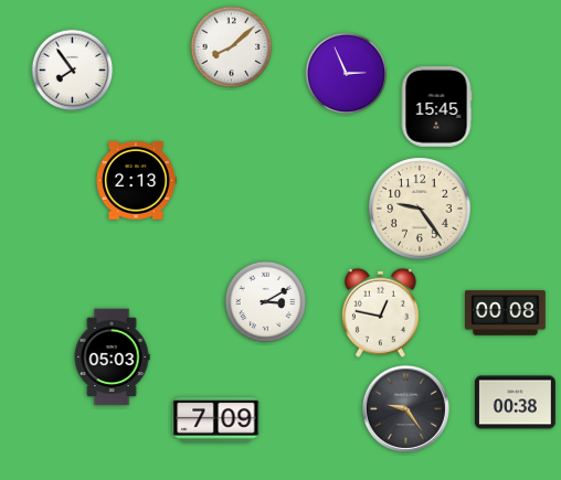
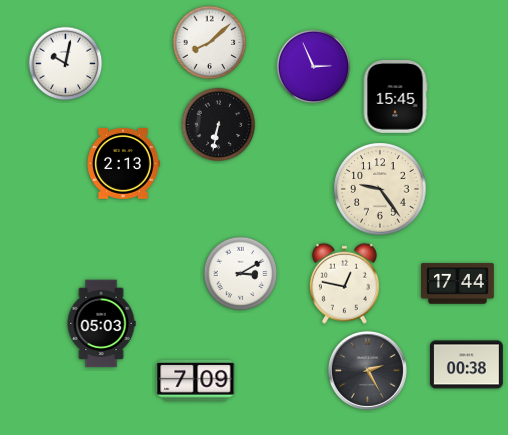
clock at (73, 71): 7:54 -> 10:02
clock at (219, 125): none -> 6:32
clock at (506, 313): 00:08 -> 17:44
clock at (405, 408): 9:24 -> 2:25
